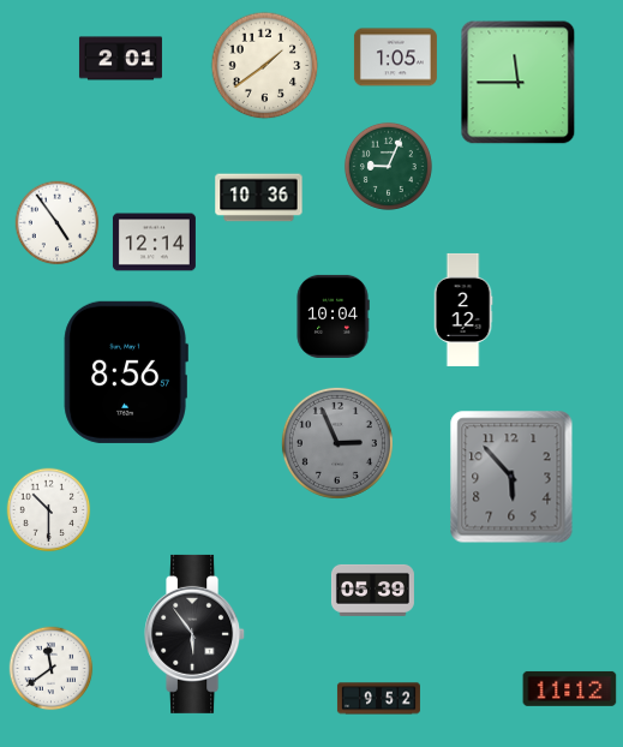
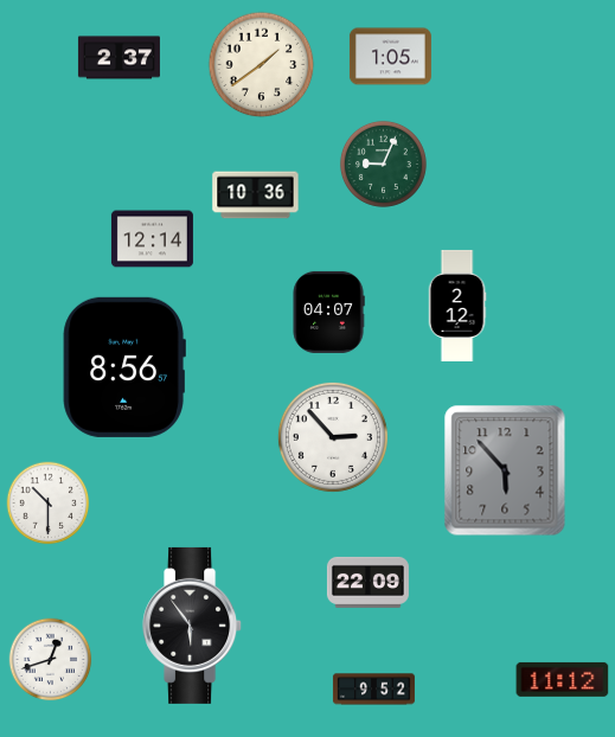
clock at (120, 59): 2:01 -> 2:37
clock at (519, 83): 11:45 -> none
clock at (58, 223): 4:54 -> none
clock at (333, 316): 10:04 -> 04:07
clock at (337, 443): 2:56 -> 2:53
clock at (337, 443) dial: grey -> white
clock at (372, 590): 05:39 -> 22:09
clock at (52, 669): 11:39 -> 12:42
